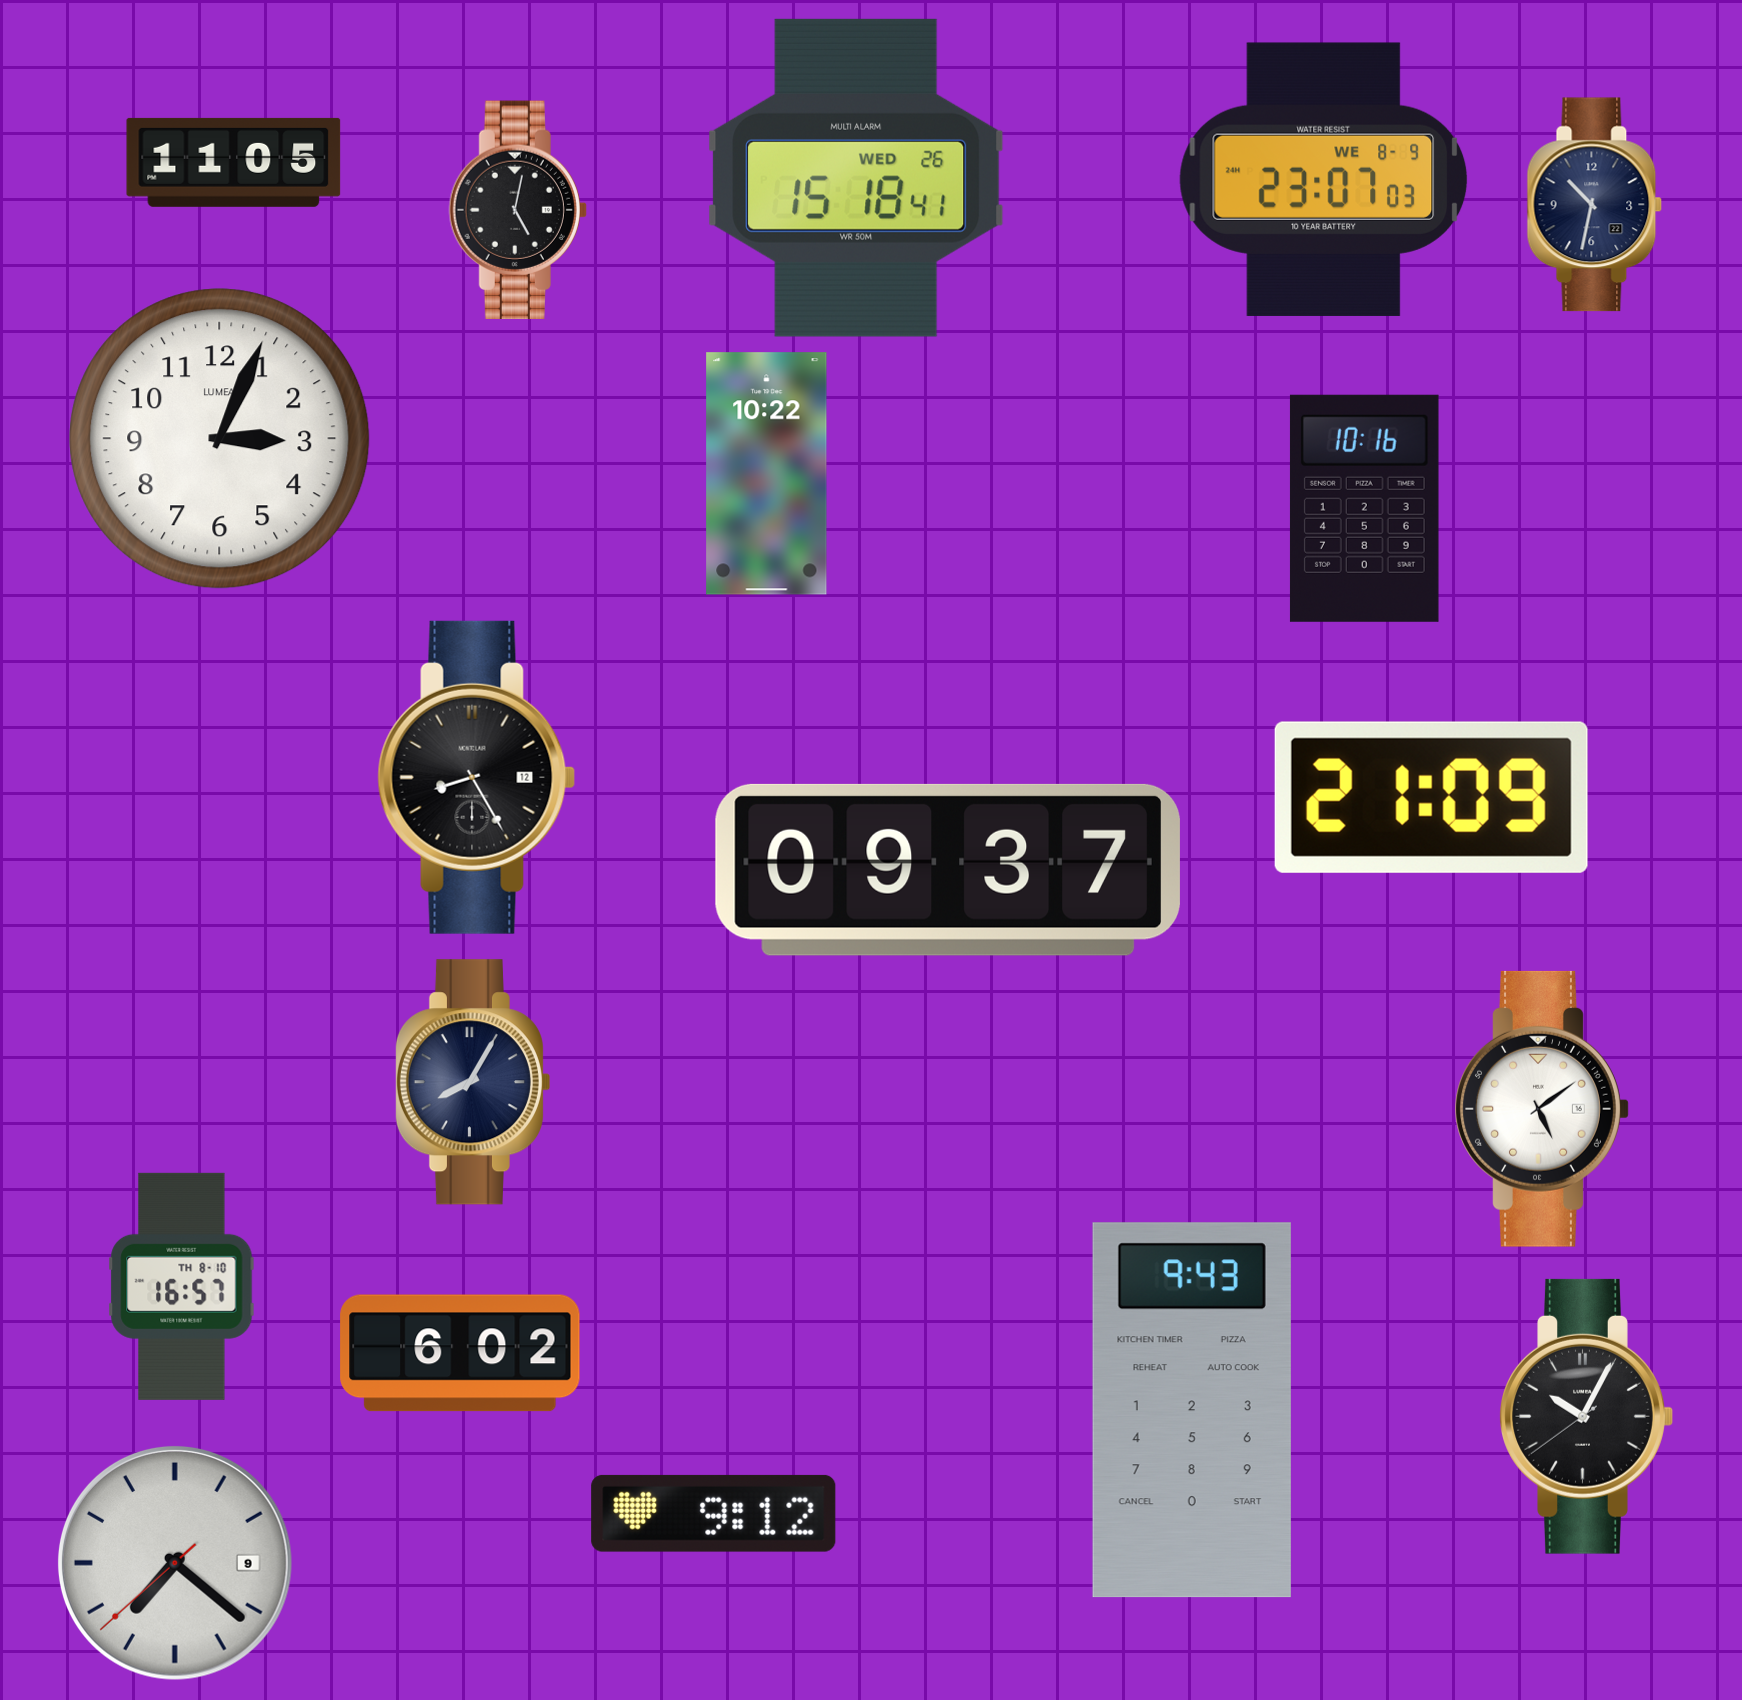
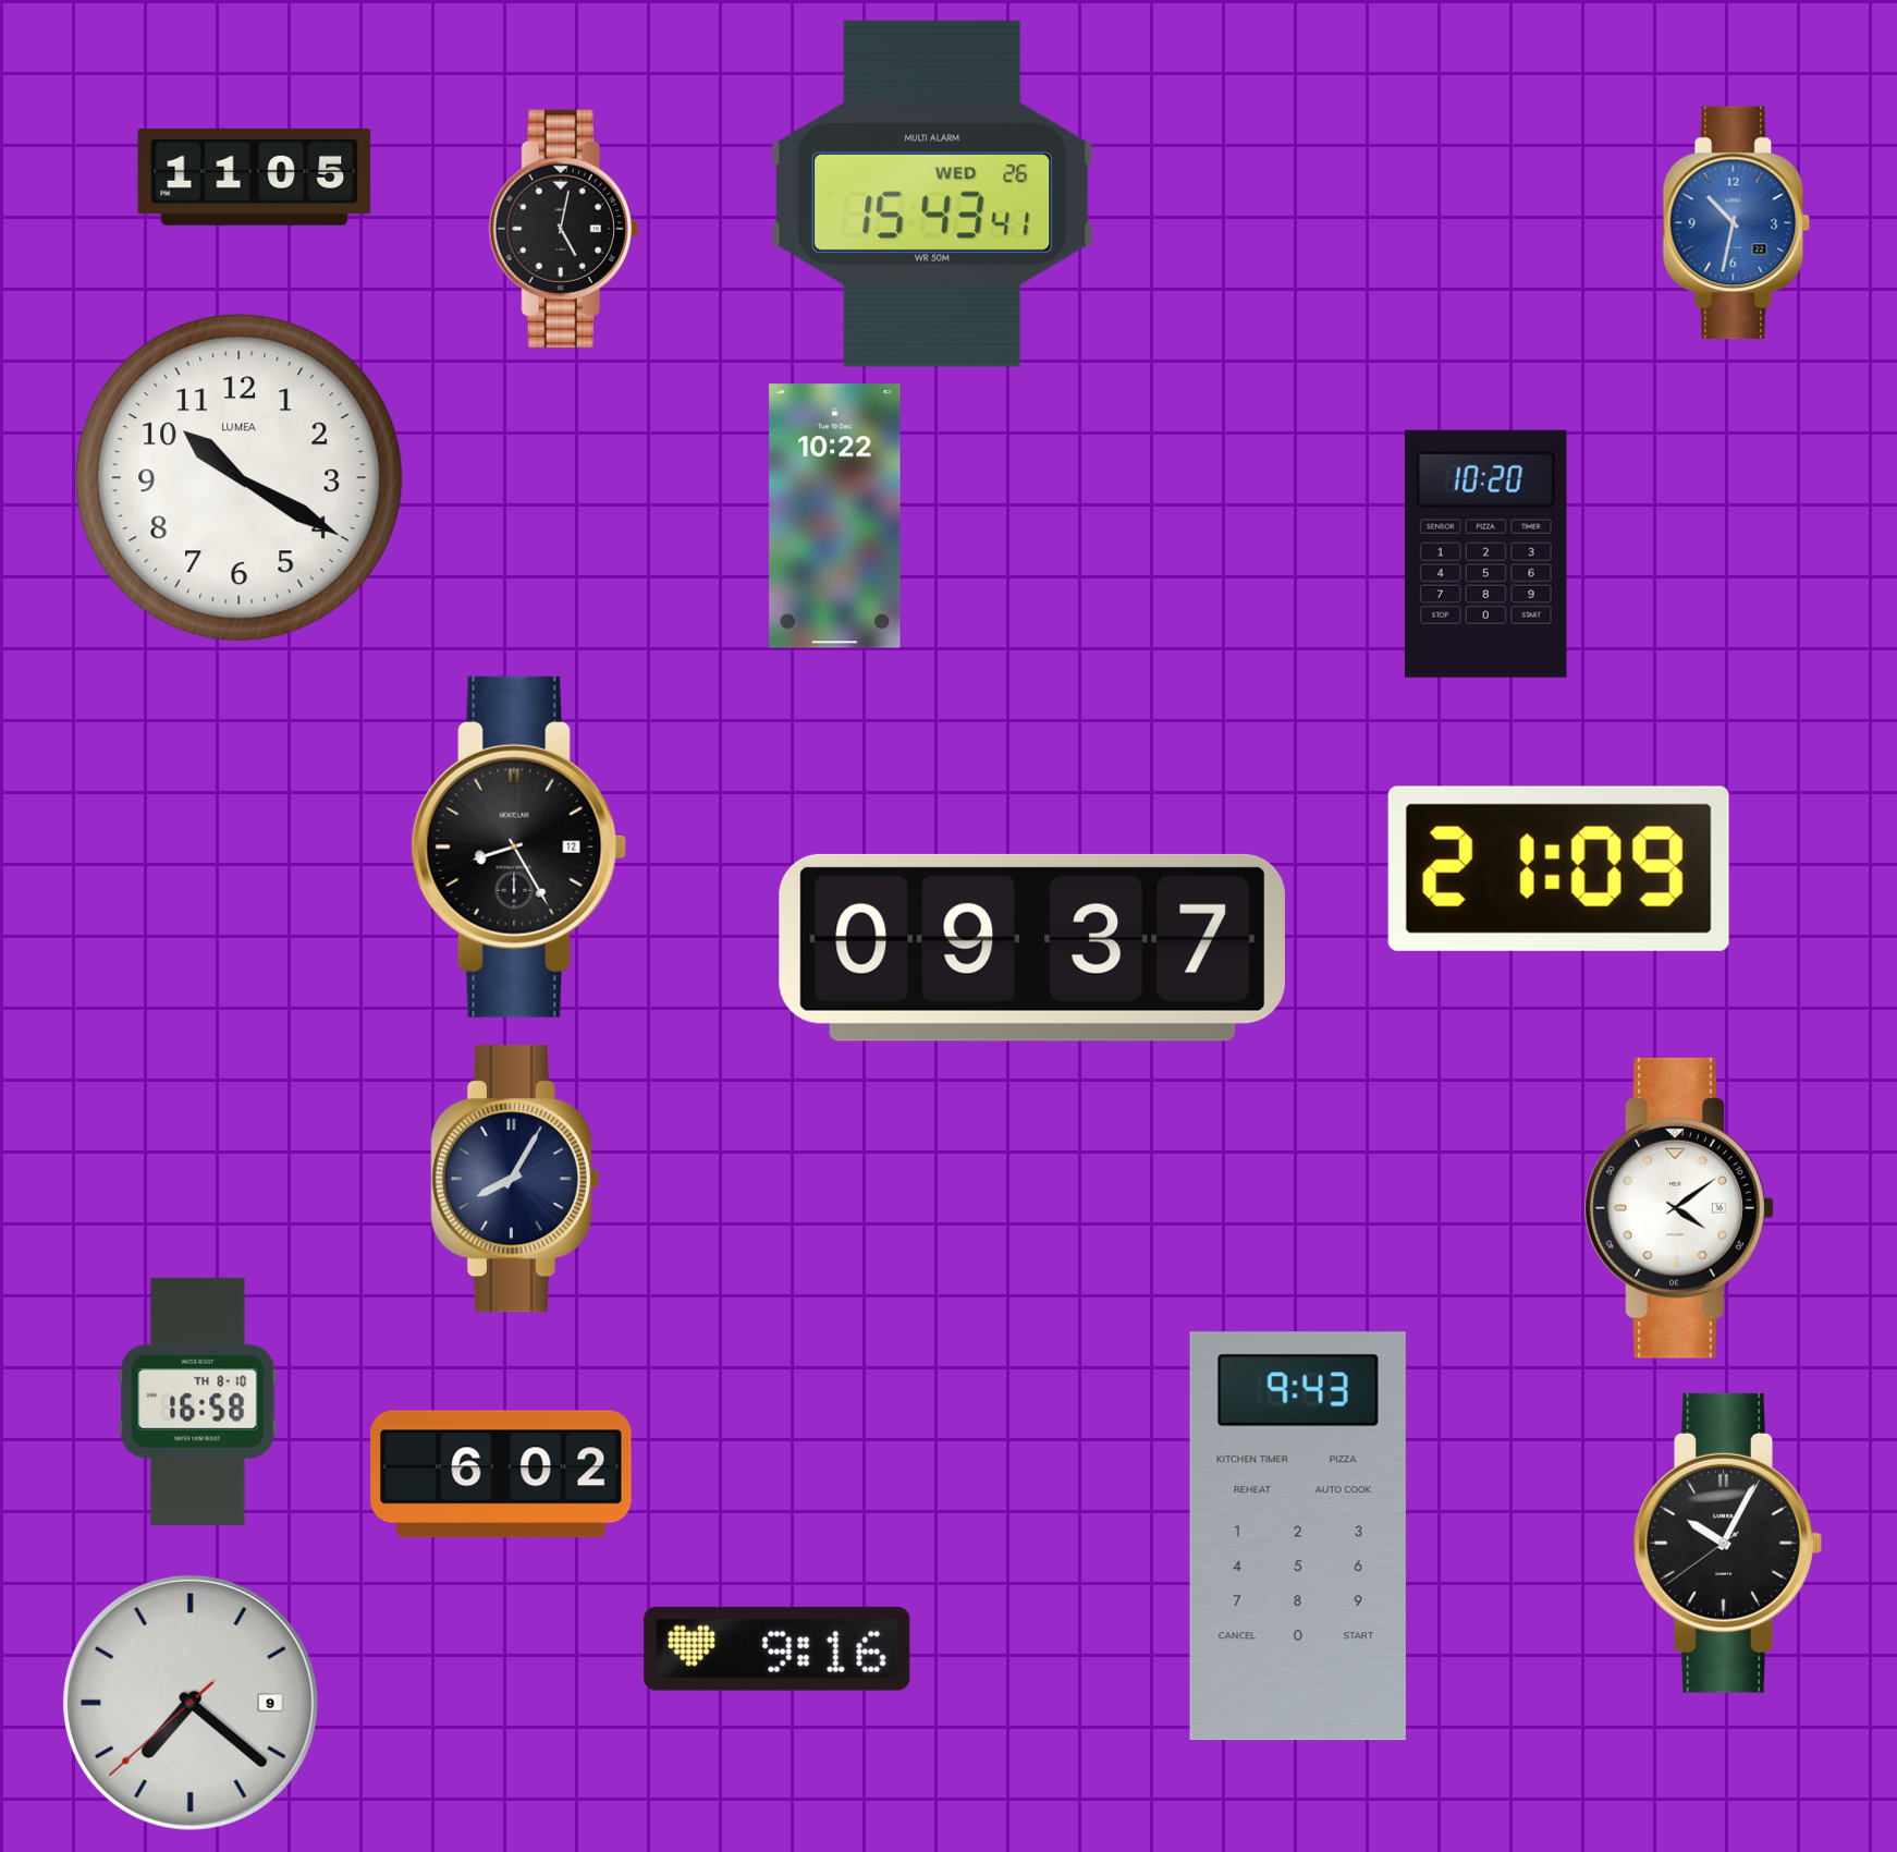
clock at (856, 178): 15:18 -> 15:43
clock at (1324, 179): 23:07 -> none
clock at (1595, 205) dial: navy -> blue
clock at (220, 439): 3:04 -> 10:20
clock at (1364, 508): 10:16 -> 10:20
clock at (1542, 1109): 5:09 -> 4:09
clock at (182, 1286): 16:57 -> 16:58
clock at (714, 1513): 9:12 -> 9:16
